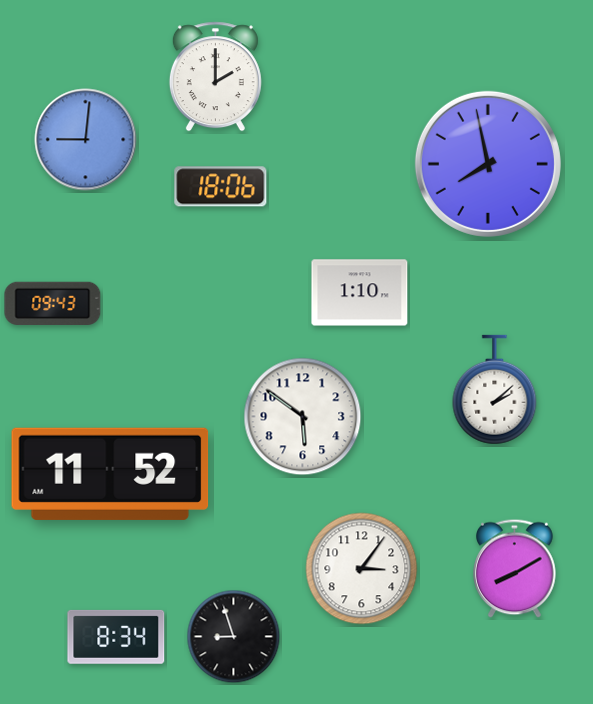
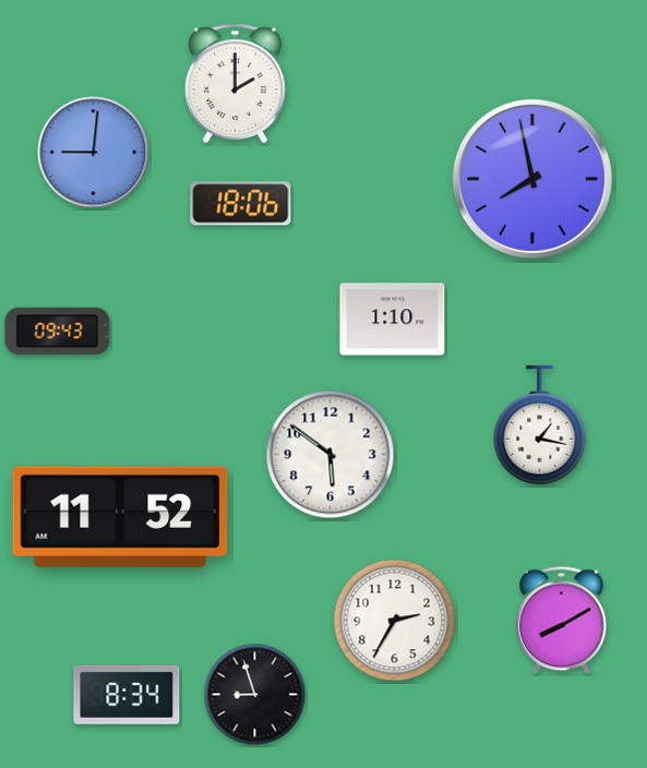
clock at (495, 390): 2:08 -> 1:17
clock at (362, 569): 3:06 -> 2:35
